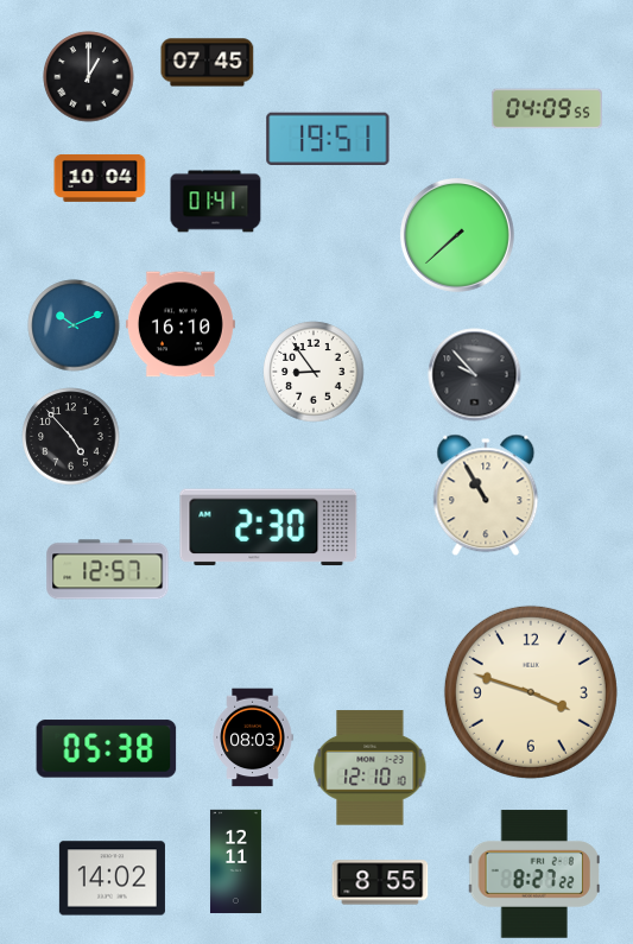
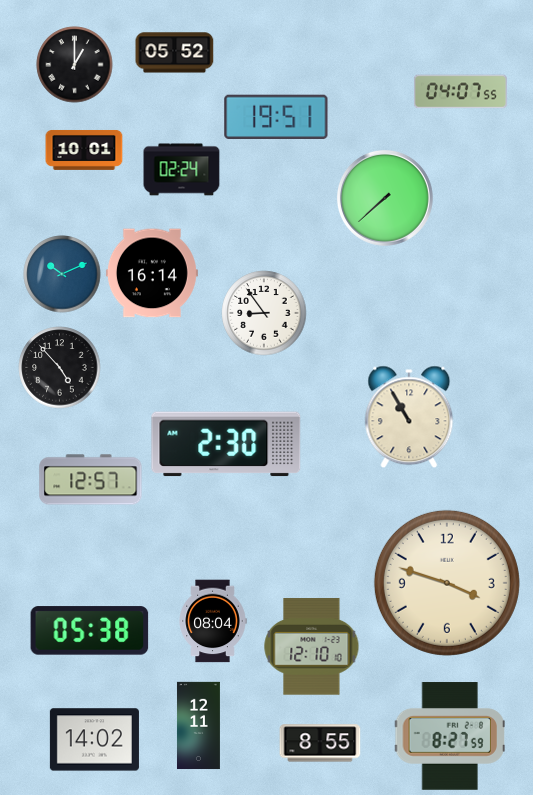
clock at (208, 63): 07:45 -> 05:52
clock at (546, 109): 04:09 -> 04:07
clock at (100, 178): 10:04 -> 10:01
clock at (216, 202): 01:41 -> 02:24
clock at (181, 324): 16:10 -> 16:14
clock at (475, 375): 9:53 -> none
clock at (253, 737): 08:03 -> 08:04
clock at (533, 874): 8:27:22 -> 8:27:59
